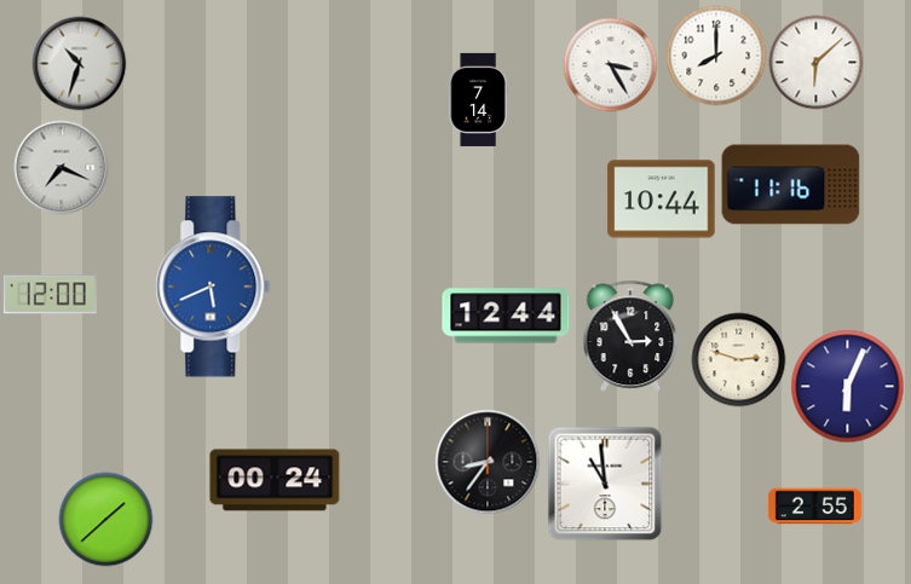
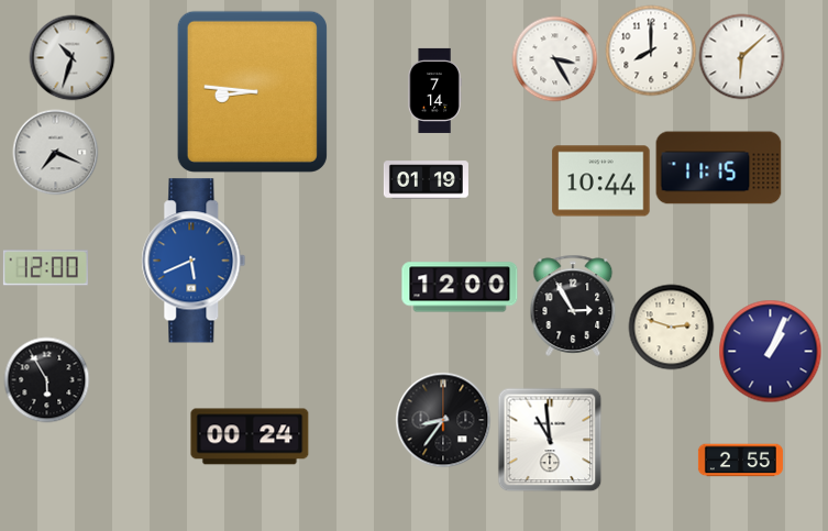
clock at (252, 91): none -> 8:46
clock at (791, 185): 11:16 -> 11:15
clock at (426, 180): none -> 01:19
clock at (506, 316): 12:44 -> 12:00
clock at (847, 386): 6:04 -> 1:04
clock at (46, 379): none -> 5:55
clock at (105, 519): 1:38 -> none
